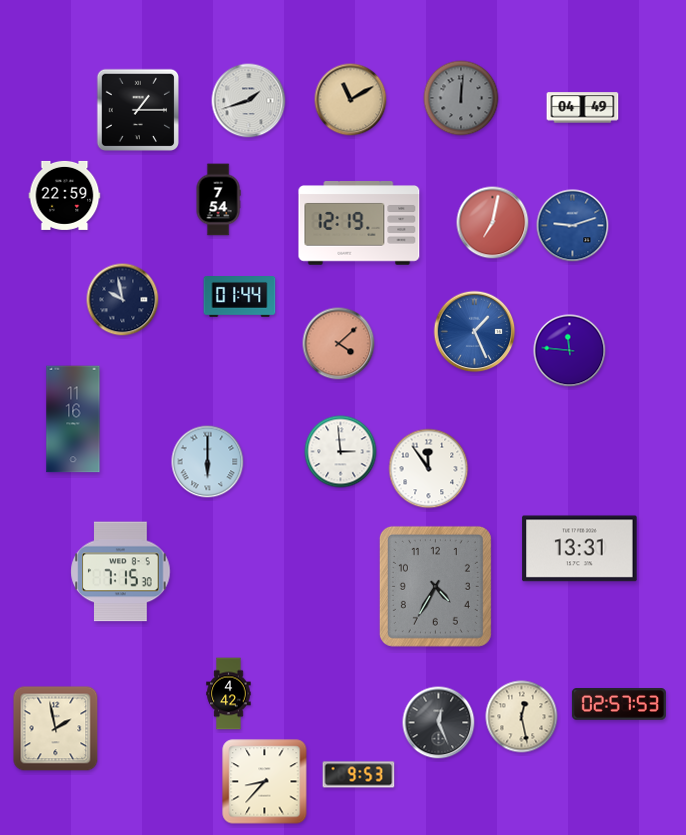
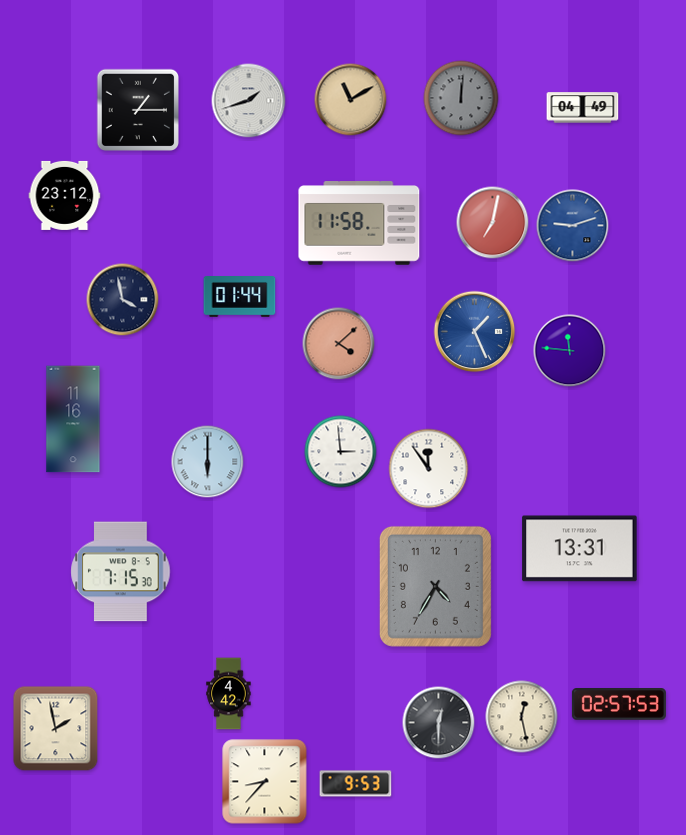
clock at (65, 195): 22:59 -> 23:12
clock at (218, 200): 7:54 -> none
clock at (359, 223): 12:19 -> 11:58
clock at (123, 300): 9:58 -> 3:58
clock at (439, 723): 12:26 -> 12:30
clock at (359, 775) position: (359, 775) -> (356, 784)
